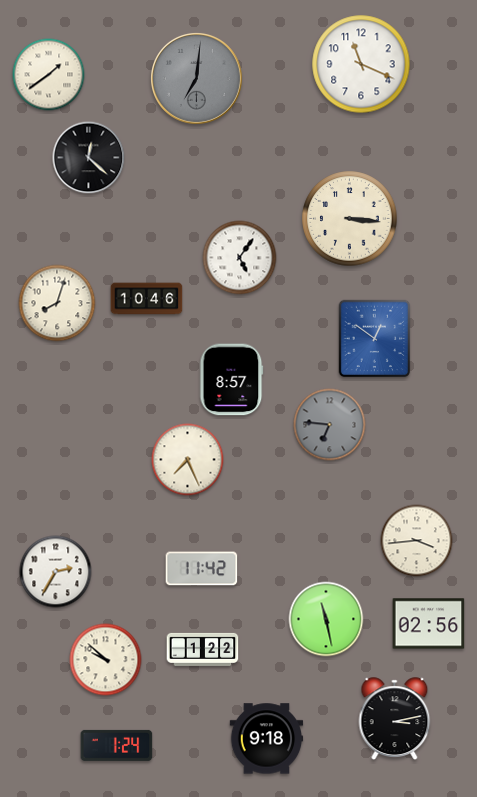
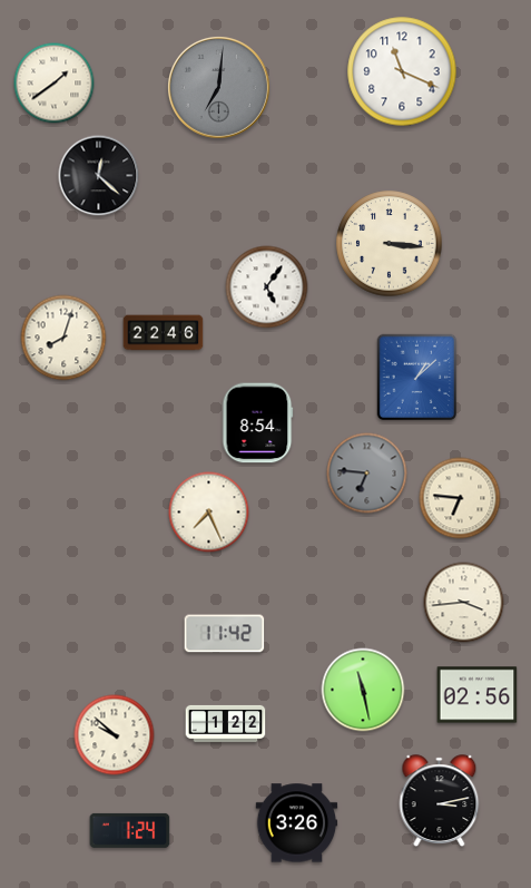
clock at (147, 299): 10:46 -> 22:46
clock at (375, 339): 12:51 -> 1:08
clock at (232, 380): 8:57 -> 8:54
clock at (460, 498): none -> 6:46
clock at (56, 572): 2:35 -> none
clock at (106, 660) position: (106, 660) -> (115, 735)
clock at (267, 739): 9:18 -> 3:26
